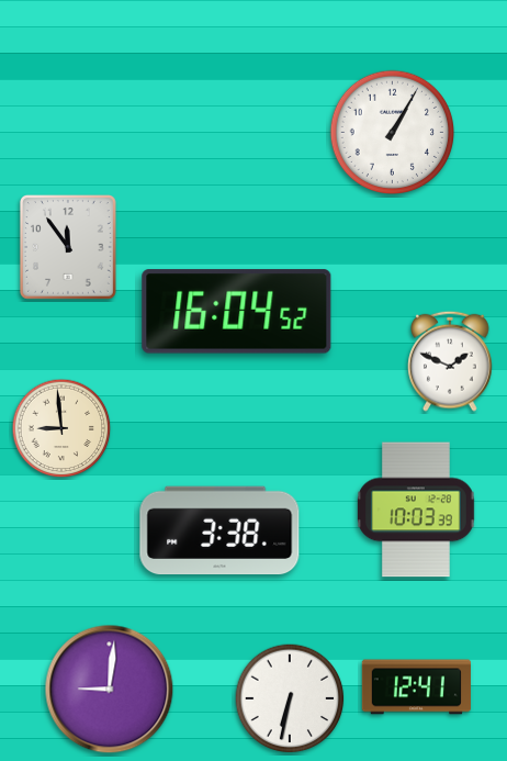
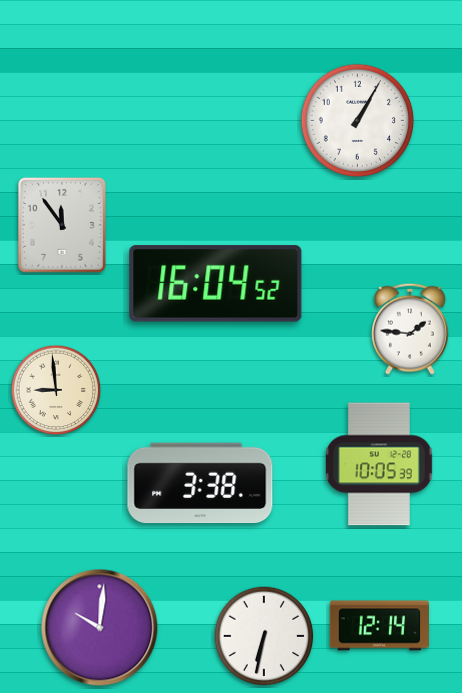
clock at (450, 361): 1:49 -> 1:46
clock at (416, 510): 10:03 -> 10:05
clock at (416, 687): 12:41 -> 12:14
clock at (110, 690): 9:01 -> 10:01
